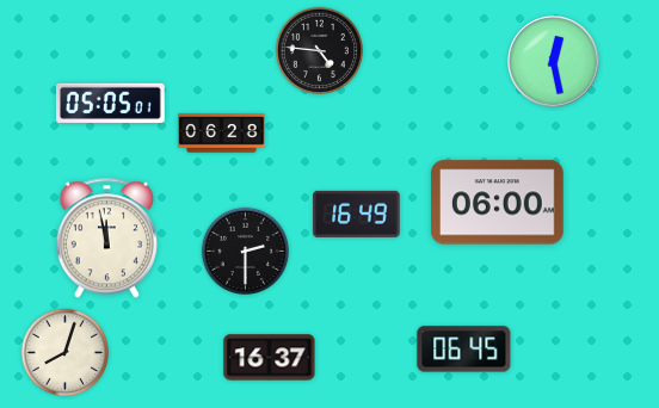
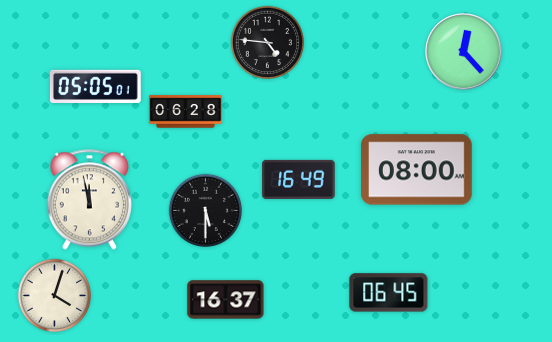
clock at (554, 62): 12:28 -> 12:23
clock at (110, 103) position: (110, 103) -> (95, 86)
clock at (497, 203): 06:00 -> 08:00
clock at (245, 251): 2:30 -> 5:30
clock at (64, 352): 8:03 -> 4:03
